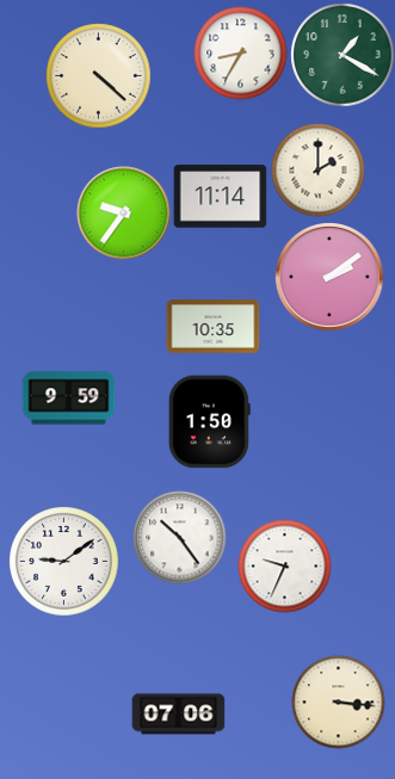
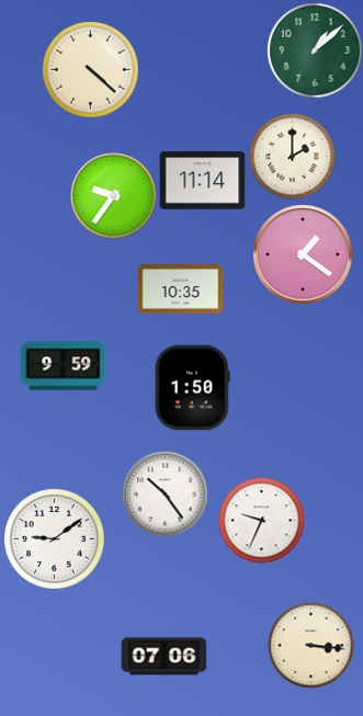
clock at (240, 52): 8:35 -> none
clock at (342, 55): 1:20 -> 1:08
clock at (329, 277): 2:09 -> 1:21
clock at (212, 327) position: (212, 327) -> (180, 289)
clock at (64, 562) position: (64, 562) -> (55, 539)
